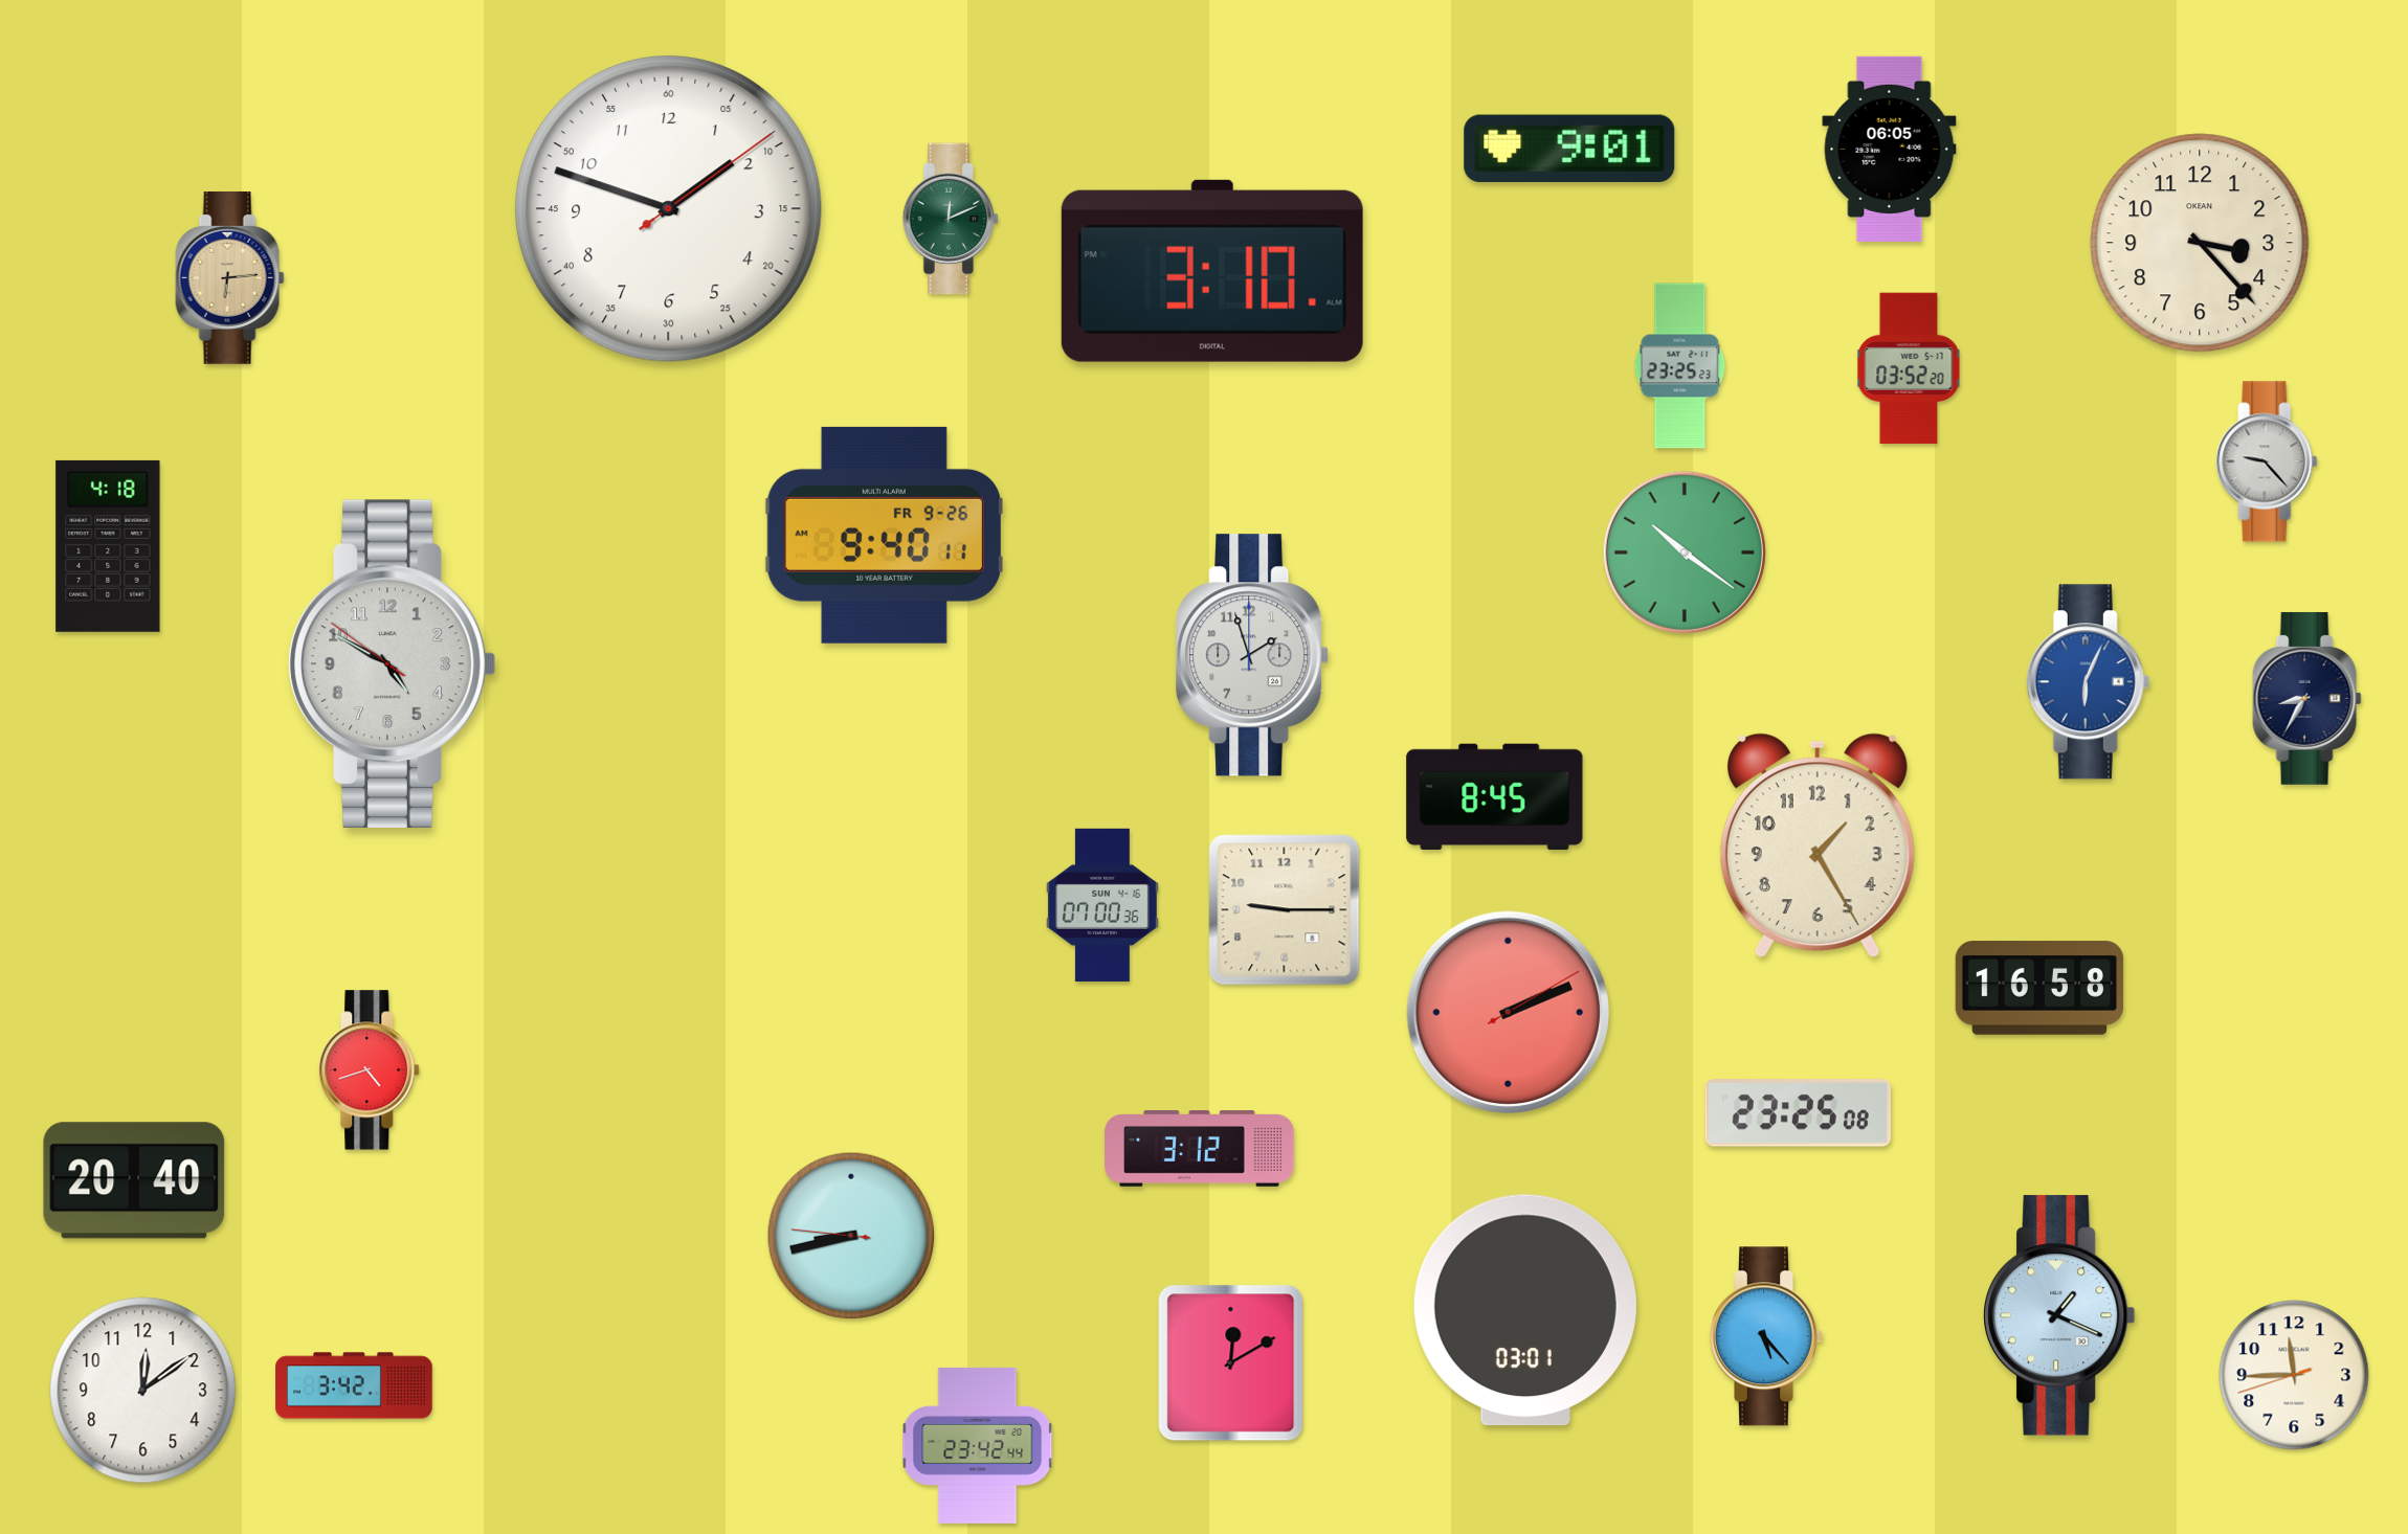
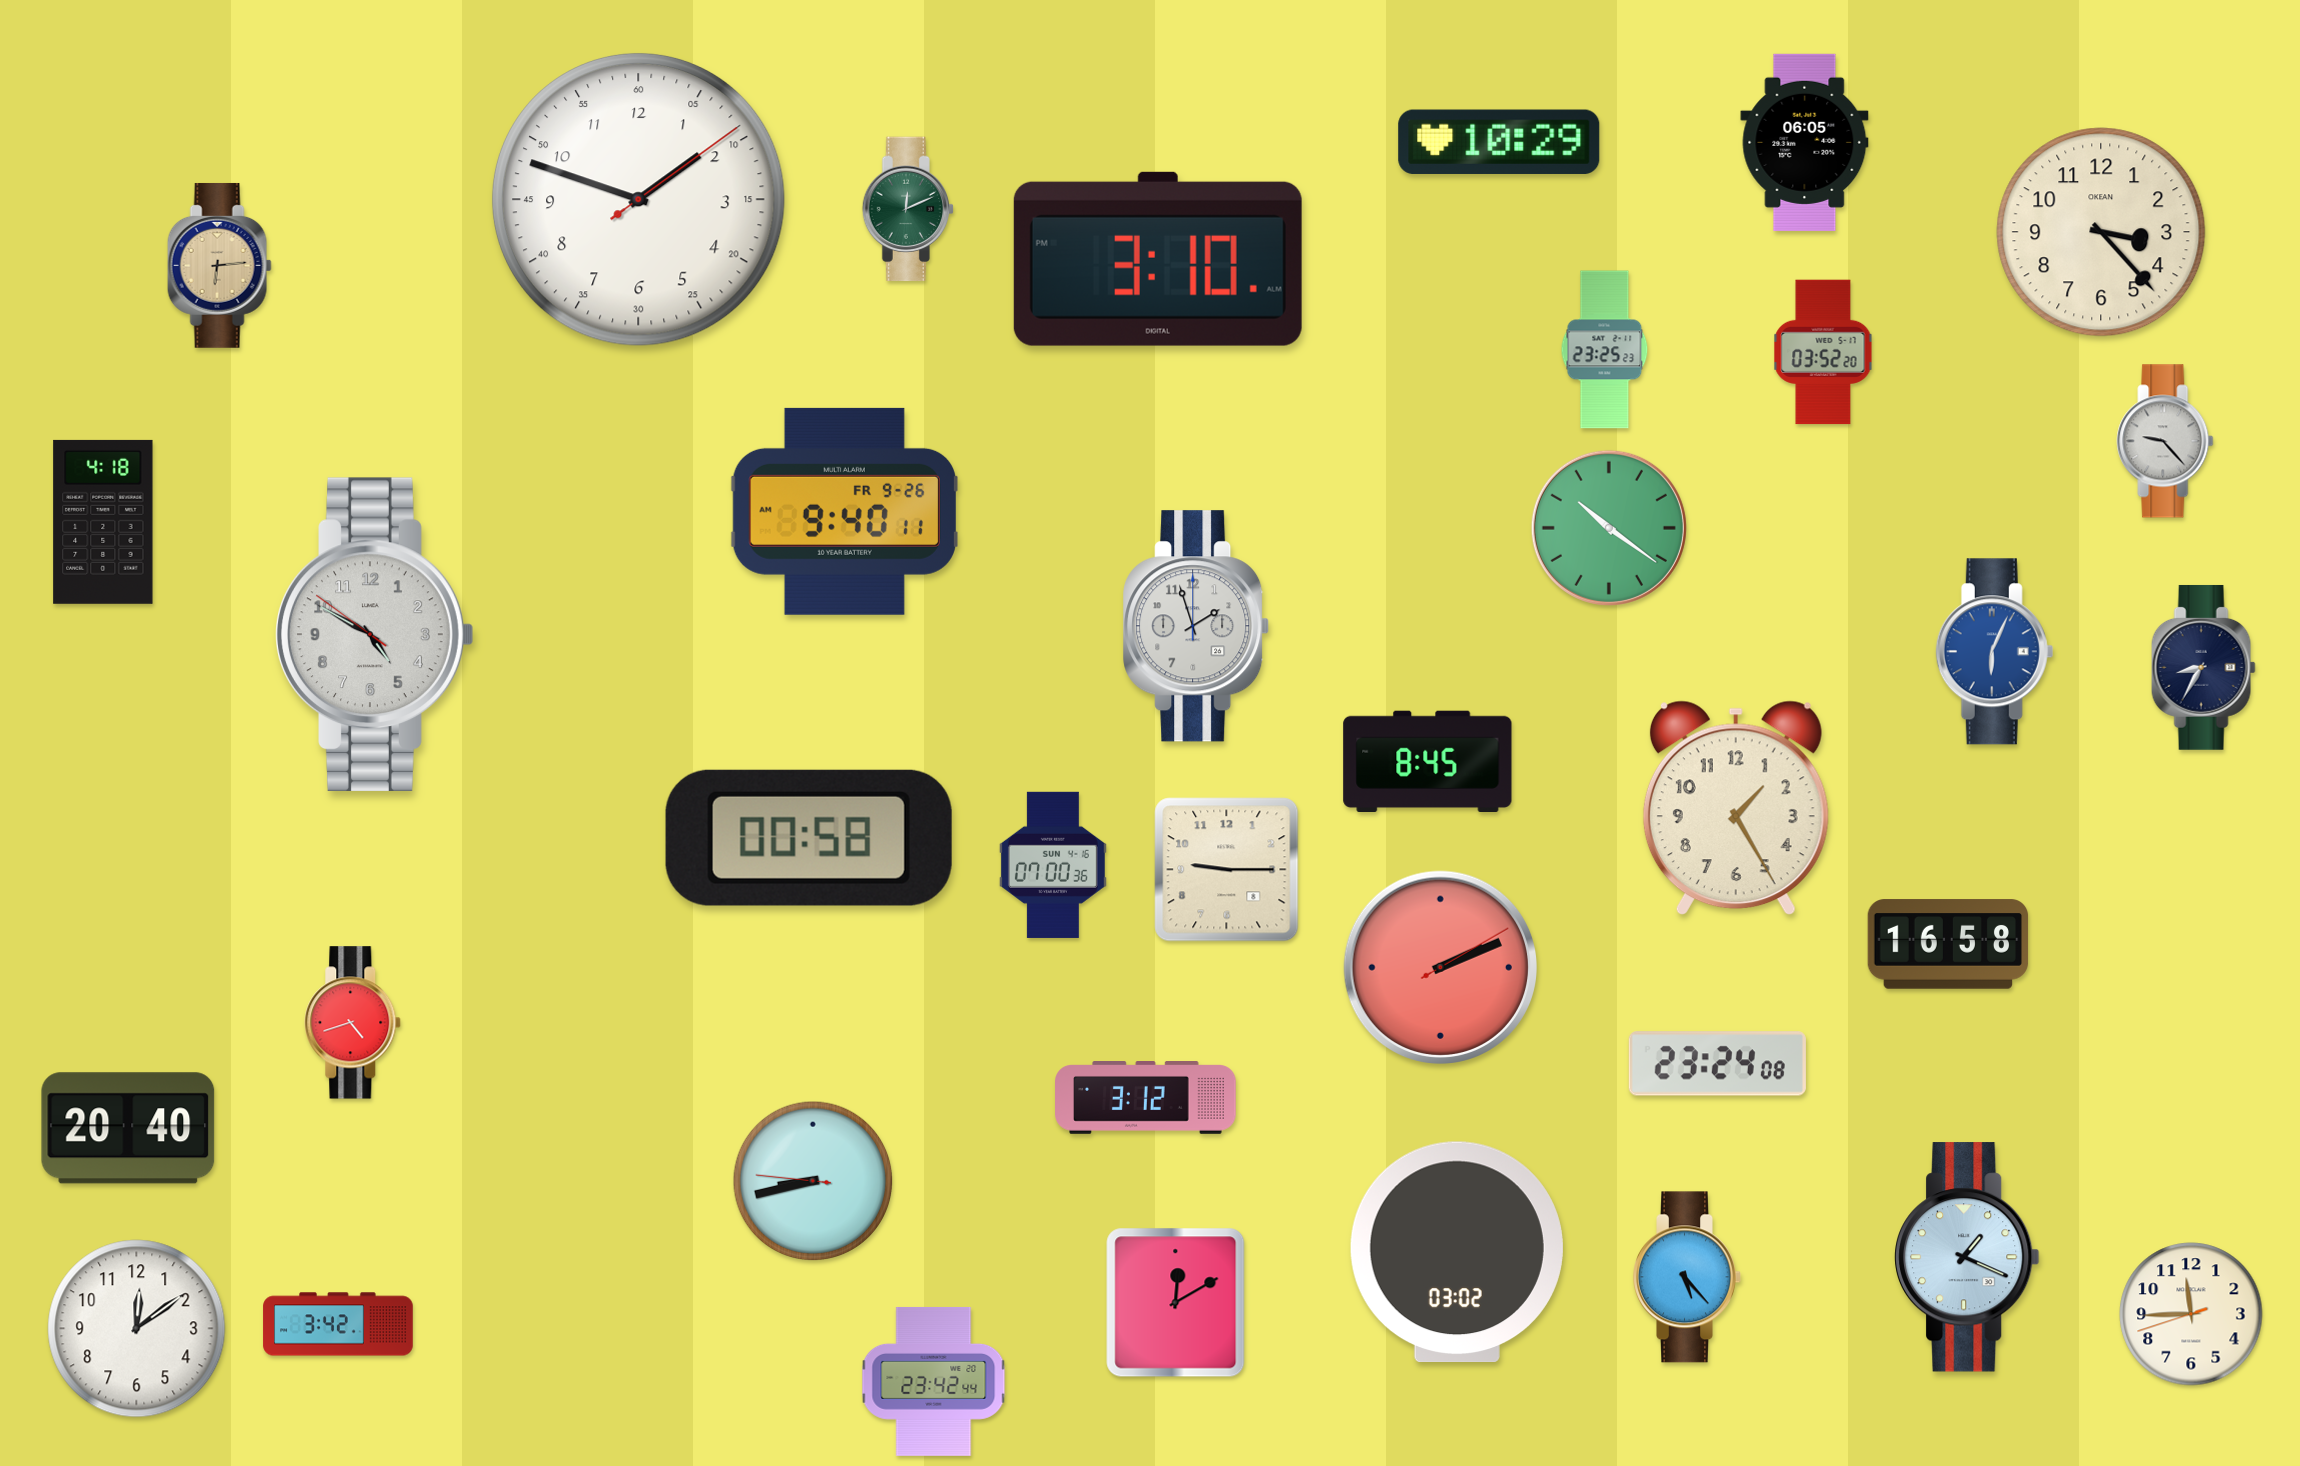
clock at (1569, 149): 9:01 -> 10:29
clock at (809, 838): none -> 00:58
clock at (1798, 1113): 23:25 -> 23:24
clock at (1525, 1309): 03:01 -> 03:02
